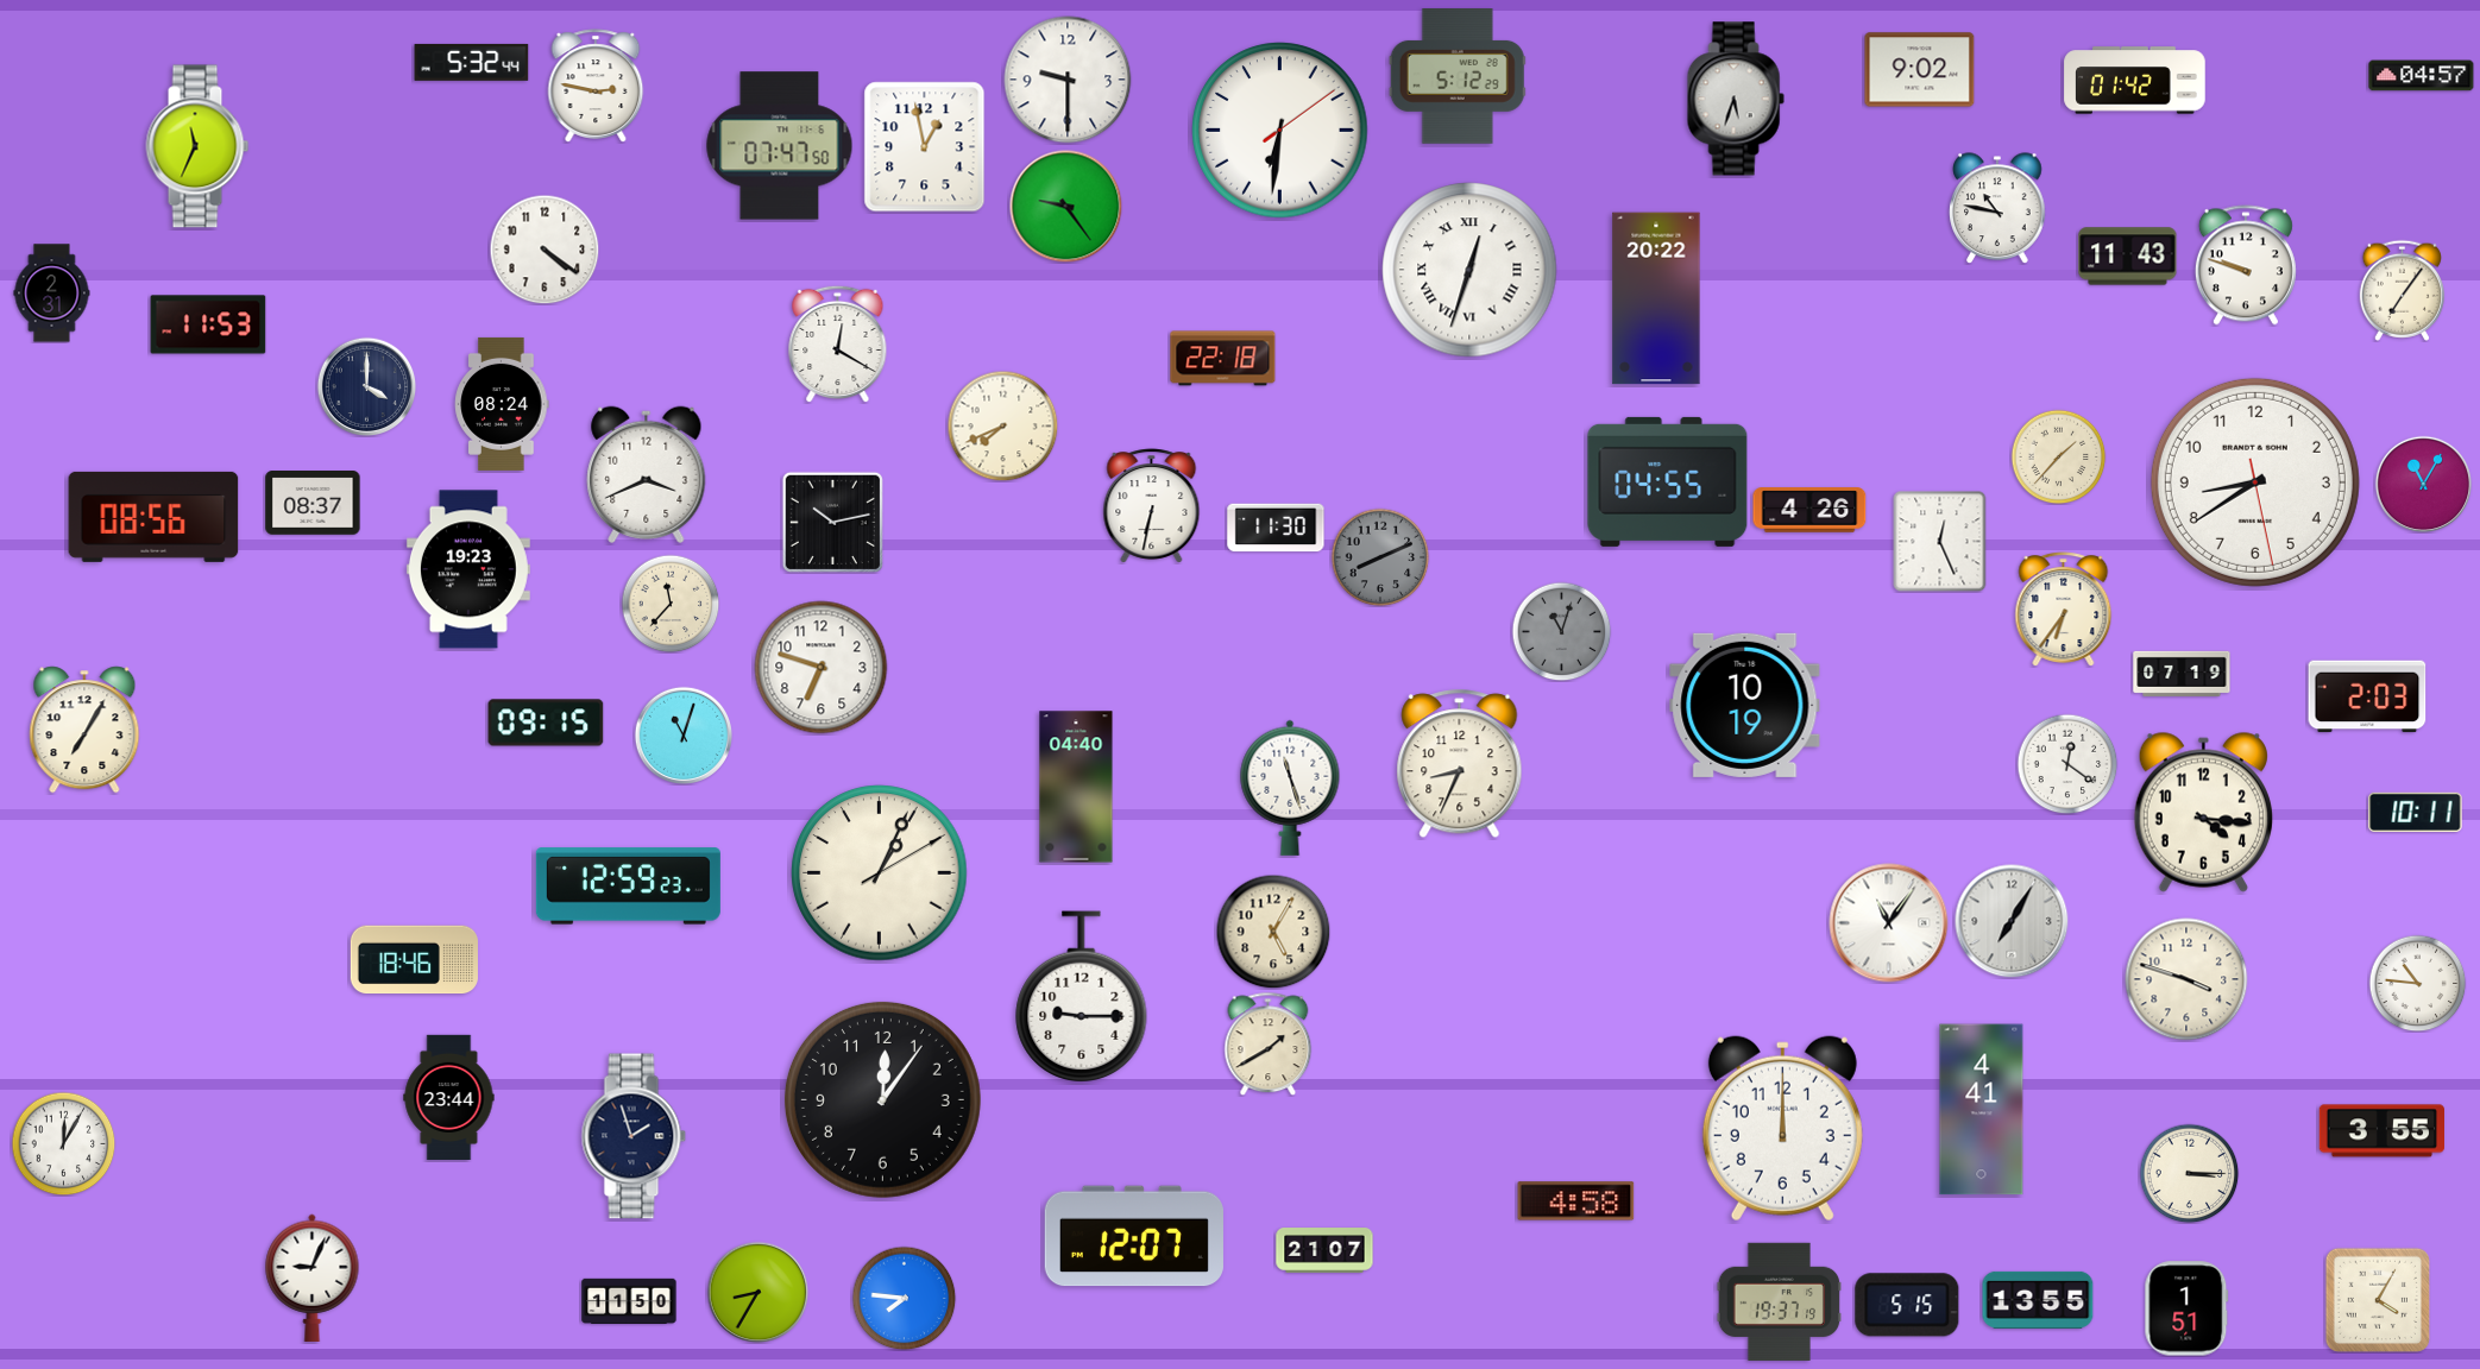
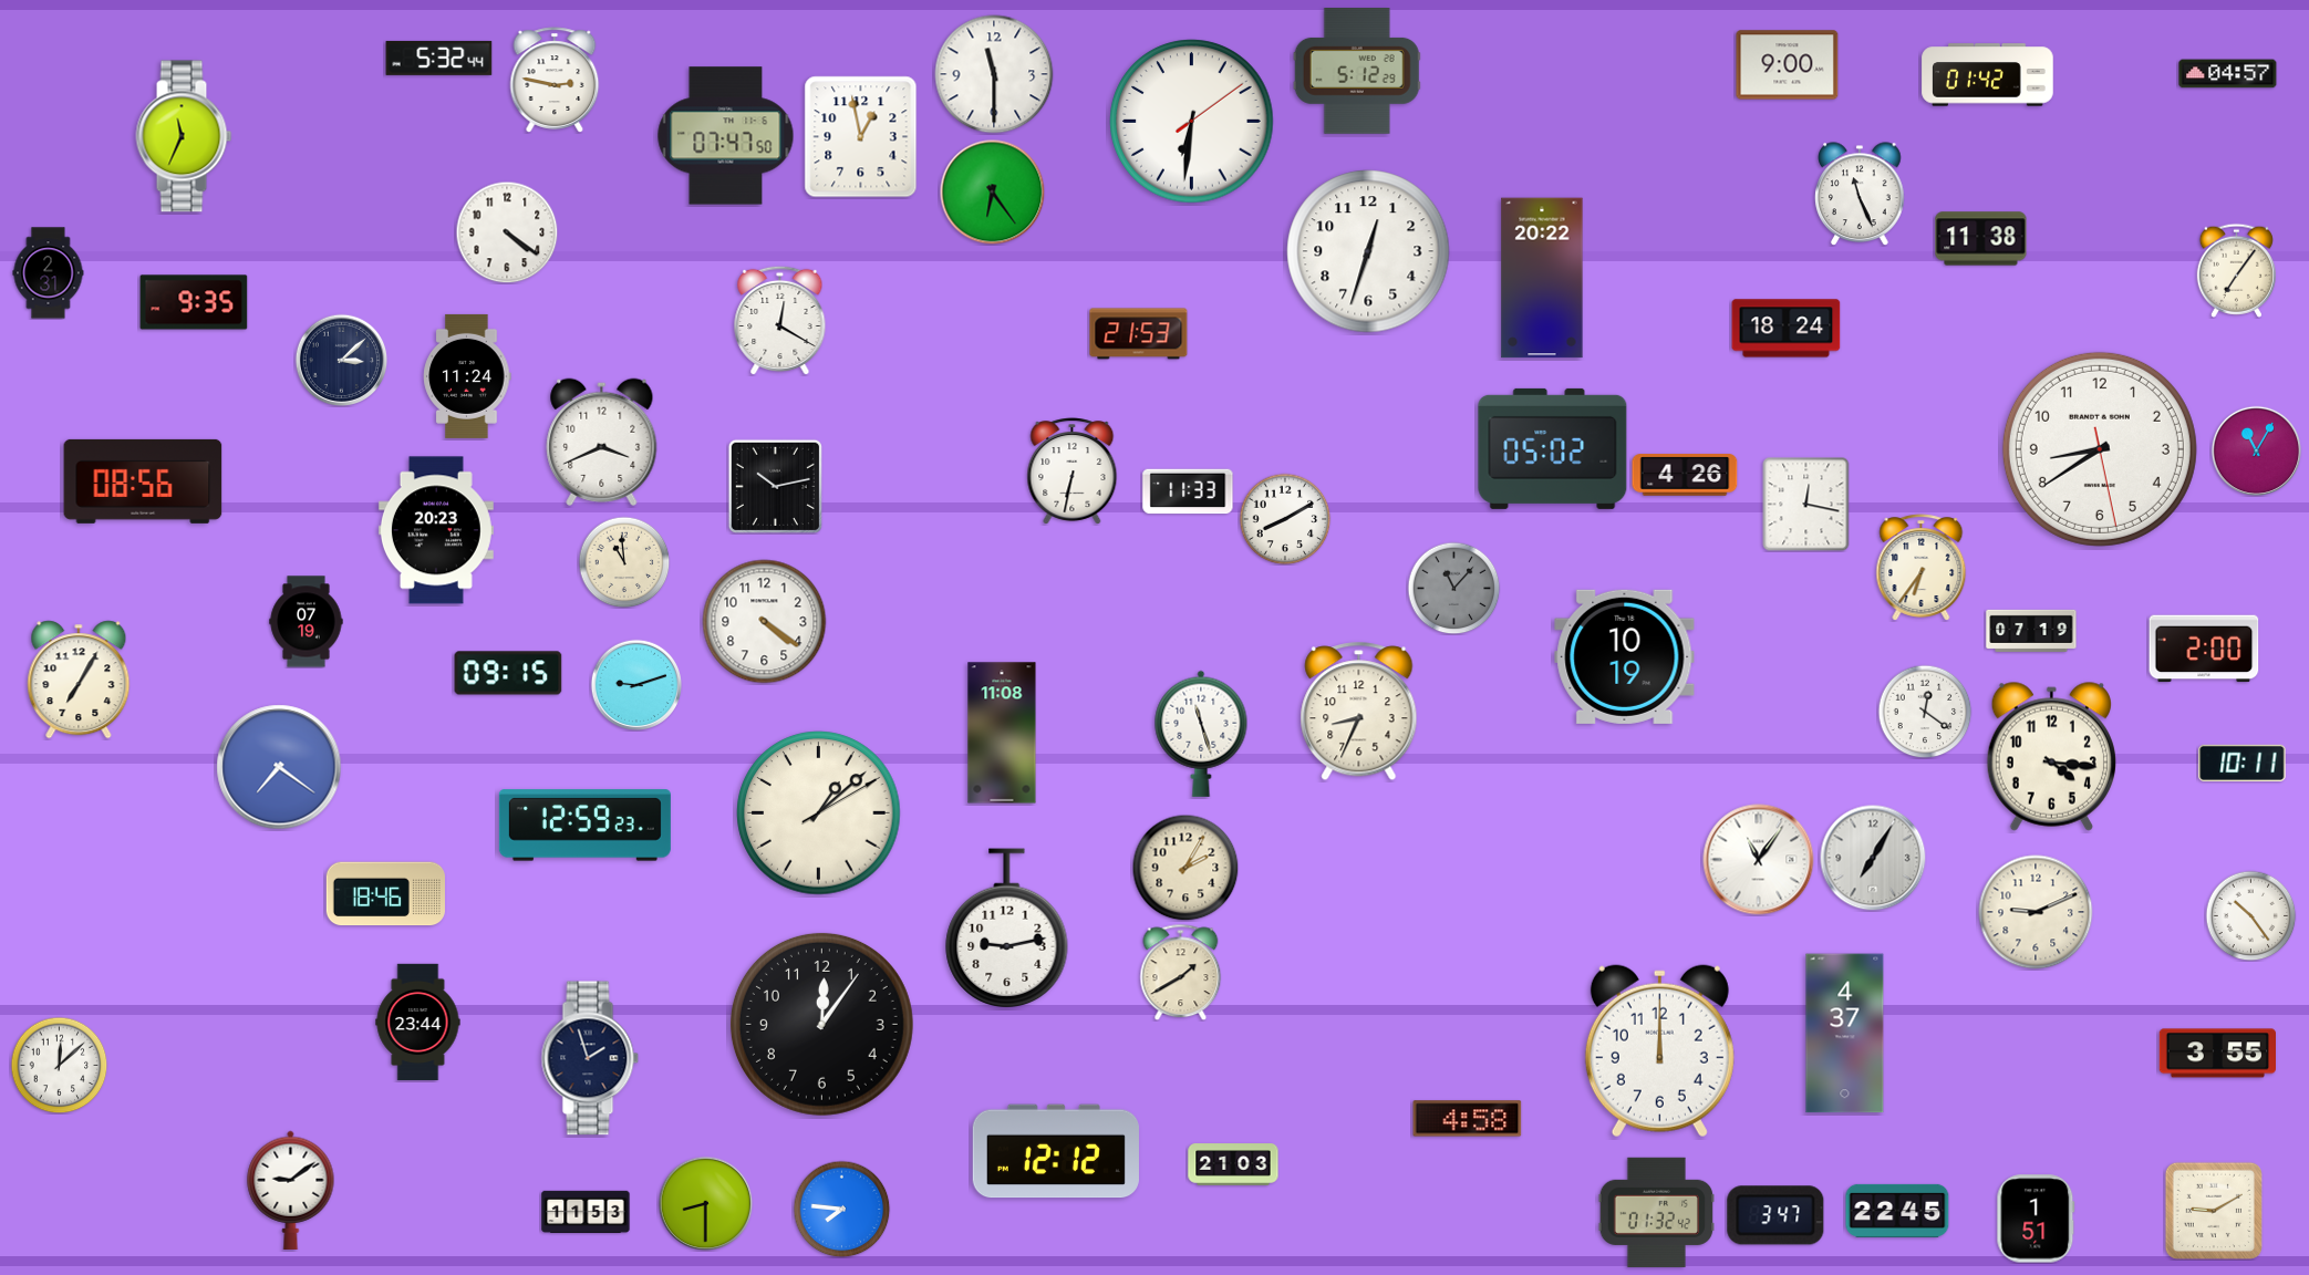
clock at (1920, 70): 9:02 -> 9:00
clock at (2422, 76) position: (2422, 76) -> (2228, 74)
clock at (1068, 80): 9:30 -> 11:30
clock at (1736, 99): 5:33 -> none
clock at (1065, 206): 9:24 -> 6:24
clock at (1997, 208): 10:47 -> 11:26
clock at (2128, 257): 11:43 -> 11:38
clock at (2246, 265): 9:48 -> none
clock at (1469, 270) numerals: Roman -> Arabic
clock at (208, 324): 11:53 -> 9:35
clock at (1787, 329): none -> 18:24
clock at (1223, 359): 22:18 -> 21:53
clock at (366, 386): 4:00 -> 3:08
clock at (502, 404): 08:24 -> 11:24
clock at (1002, 425): 7:41 -> none
clock at (2058, 456): 1:37 -> none
clock at (1668, 481): 04:55 -> 05:02
clock at (313, 504): 08:37 -> none
clock at (1276, 528): 11:30 -> 11:33
clock at (1940, 541): 12:26 -> 12:17
clock at (1380, 557): 8:11 -> 8:10
clock at (1380, 557) dial: grey -> white
clock at (468, 569): 19:23 -> 20:23
clock at (671, 604): 11:37 -> 10:59
clock at (1561, 631): 11:03 -> 11:07
clock at (307, 622): none -> 07:19
clock at (822, 668): 6:48 -> 4:21
clock at (2182, 674) position: (2182, 674) -> (2031, 631)
clock at (2367, 696): 2:03 -> 2:00
clock at (682, 734): 11:03 -> 9:12
clock at (1076, 787): 04:40 -> 11:08
clock at (2416, 812) position: (2416, 812) -> (2243, 763)
clock at (279, 767): none -> 7:21
clock at (880, 873): 1:04 -> 1:08
clock at (1273, 932): 5:05 -> 2:05
clock at (2186, 979): 3:48 -> 9:11
clock at (2417, 983): 10:46 -> 10:24
clock at (1082, 997): 9:15 -> 9:13
clock at (1982, 1110): 4:41 -> 4:37
clock at (63, 1143): 12:05 -> 12:08
clock at (2189, 1173): 3:15 -> none
clock at (1134, 1236): 12:07 -> 12:12
clock at (1324, 1250): 21:07 -> 21:03
clock at (313, 1277): 9:04 -> 9:09
clock at (757, 1292): 8:35 -> 8:30
clock at (2377, 1299): 4:05 -> 9:10
clock at (629, 1300): 11:50 -> 11:53
clock at (2038, 1300): 13:55 -> 22:45
clock at (1779, 1301): 19:37 -> 01:32
clock at (1907, 1305): 5:15 -> 3:47
